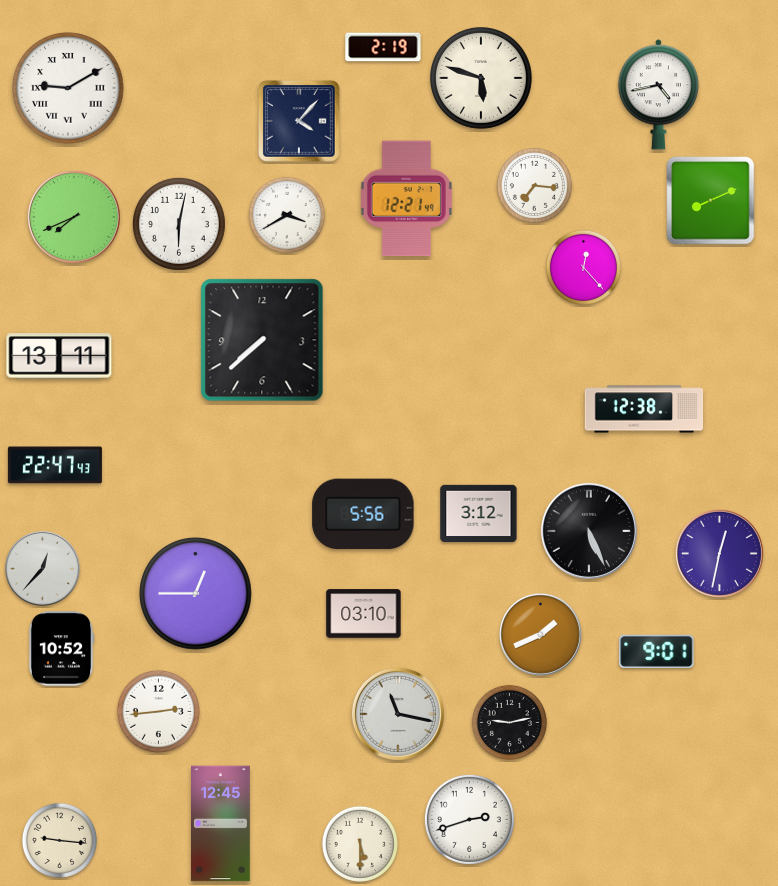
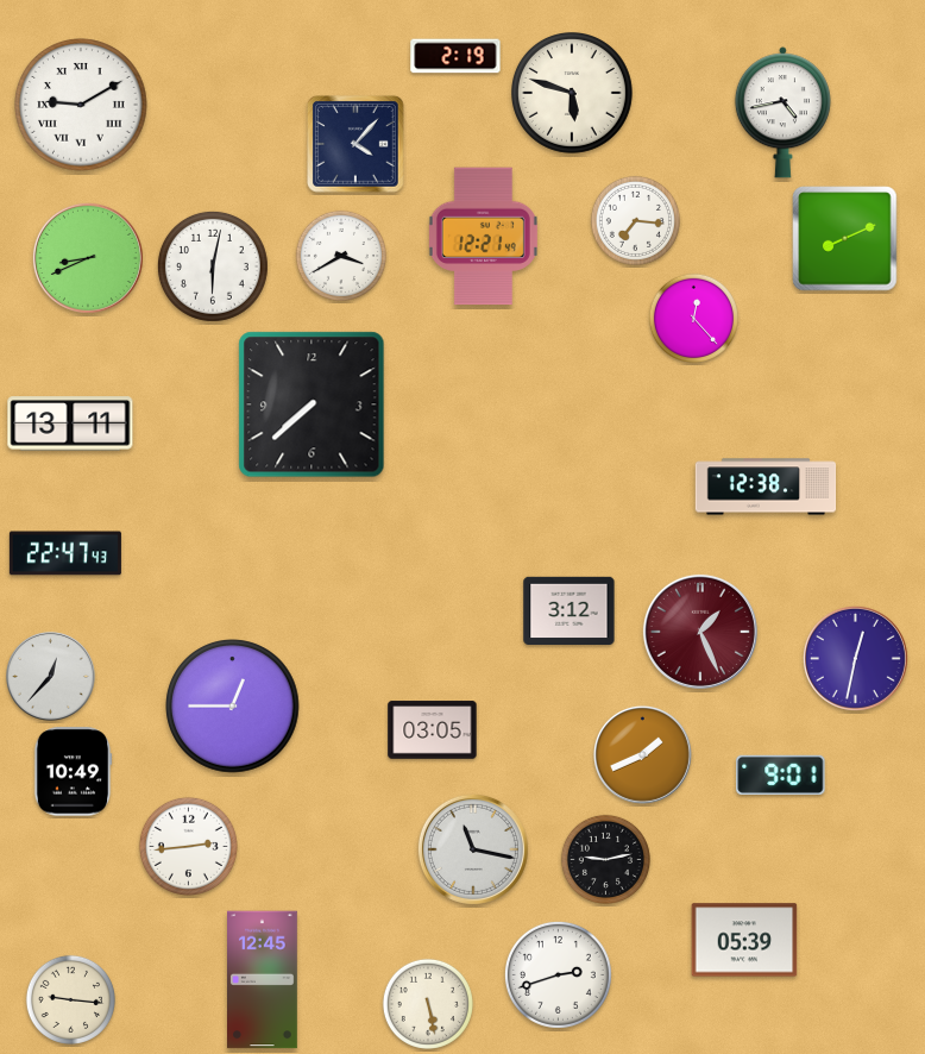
clock at (74, 217): 7:41 -> 8:41
clock at (363, 514): 5:56 -> none
clock at (589, 531): 5:26 -> 1:26
clock at (589, 531) dial: black -> burgundy
clock at (364, 614): 03:10 -> 03:05
clock at (61, 649): 10:52 -> 10:49
clock at (744, 940): none -> 05:39
clock at (360, 844): 5:30 -> 5:28
